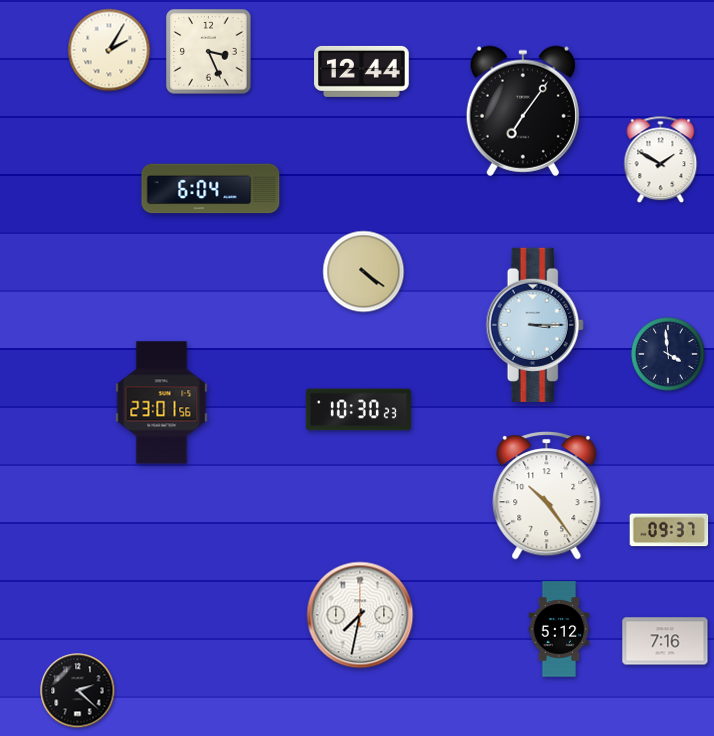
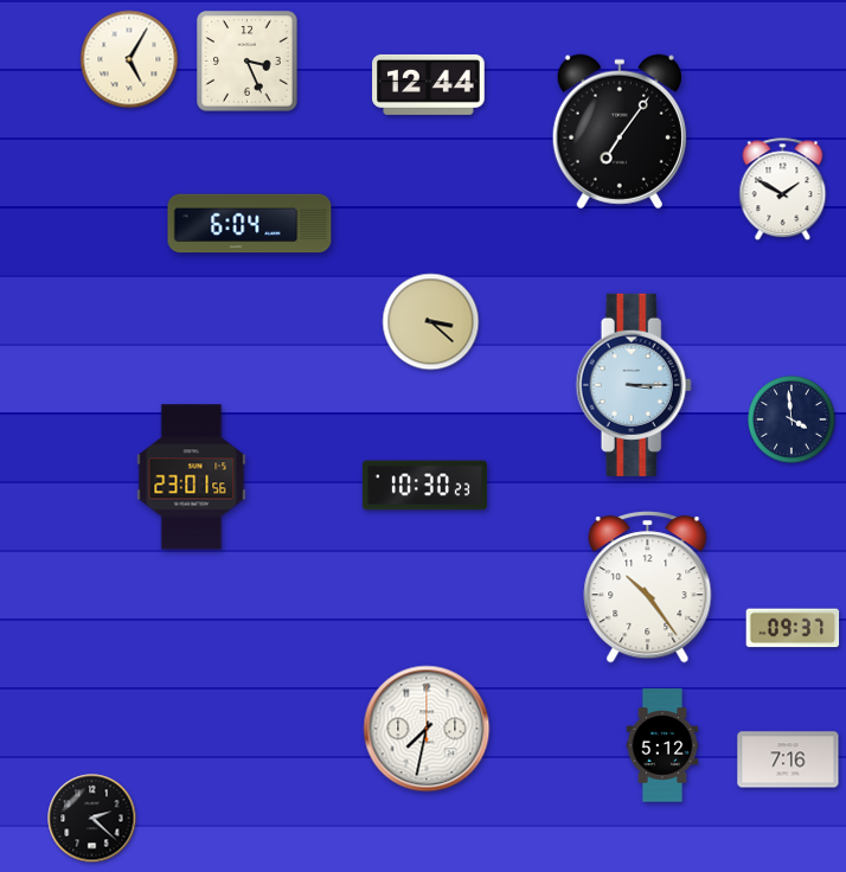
clock at (109, 50): 2:05 -> 5:05
clock at (364, 272): 4:21 -> 3:22
